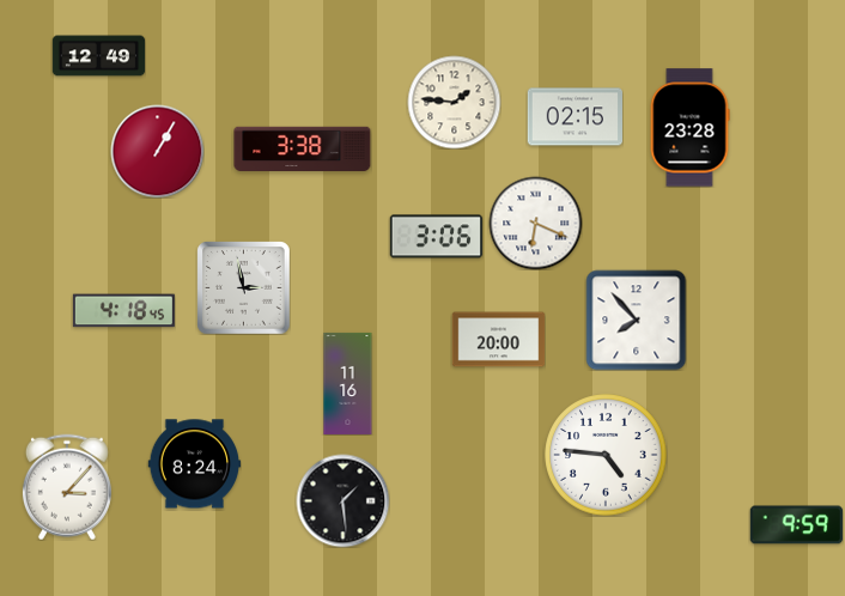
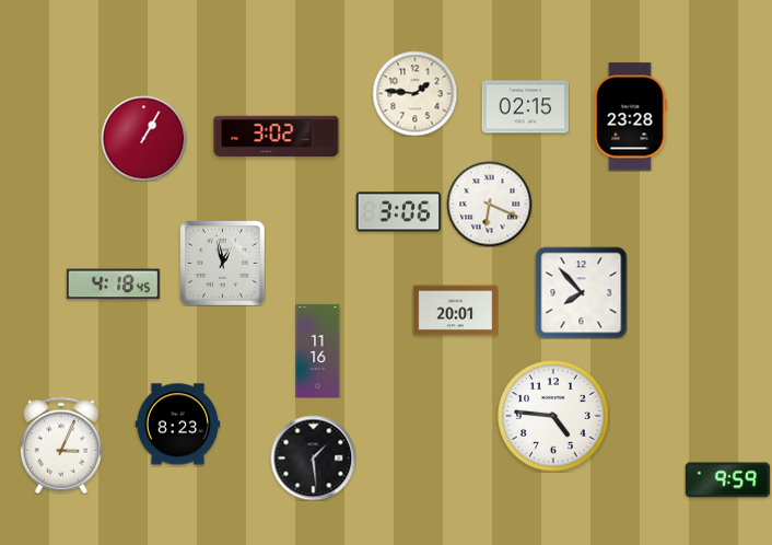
clock at (98, 56): 12:49 -> none
clock at (303, 150): 3:38 -> 3:02
clock at (436, 237) position: (436, 237) -> (398, 212)
clock at (243, 287): 2:58 -> 12:58
clock at (498, 340): 20:00 -> 20:01
clock at (194, 464): 8:24 -> 8:23
clock at (67, 487): 3:07 -> 3:04
